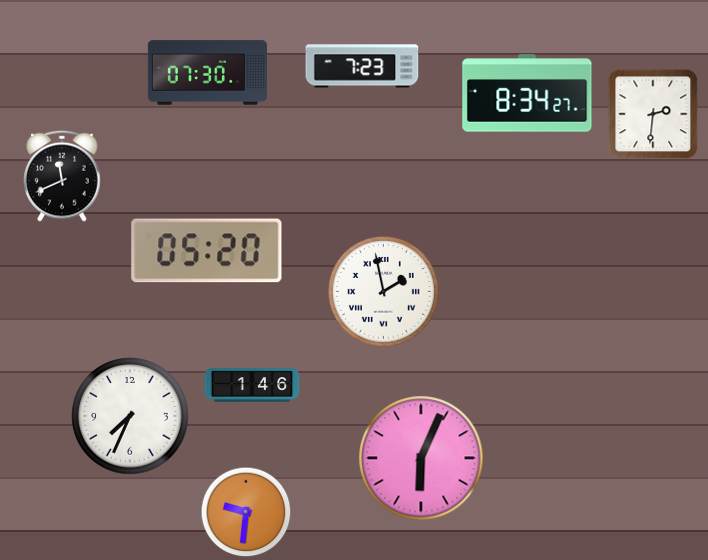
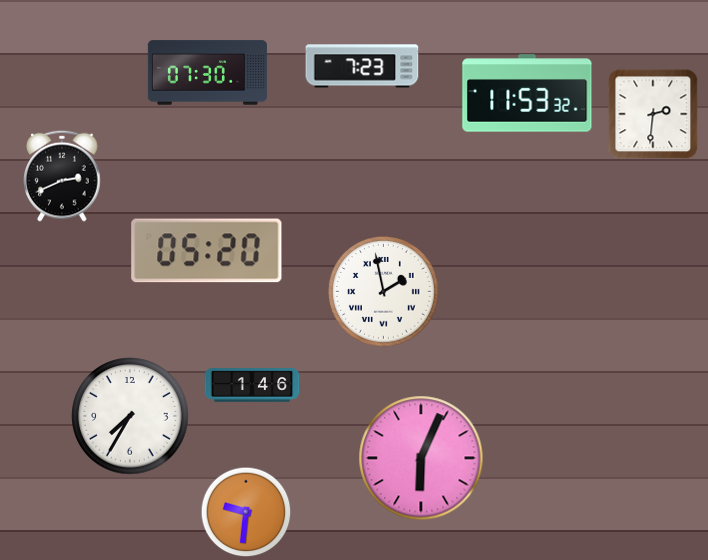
clock at (527, 93): 8:34 -> 11:53
clock at (62, 176): 11:41 -> 2:41
clock at (130, 416): 7:34 -> 7:35
